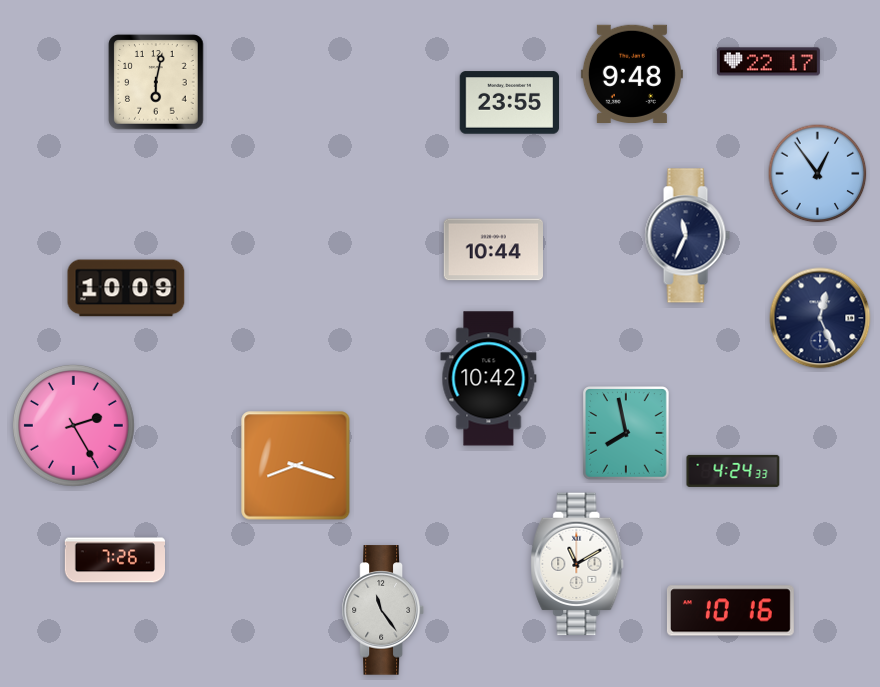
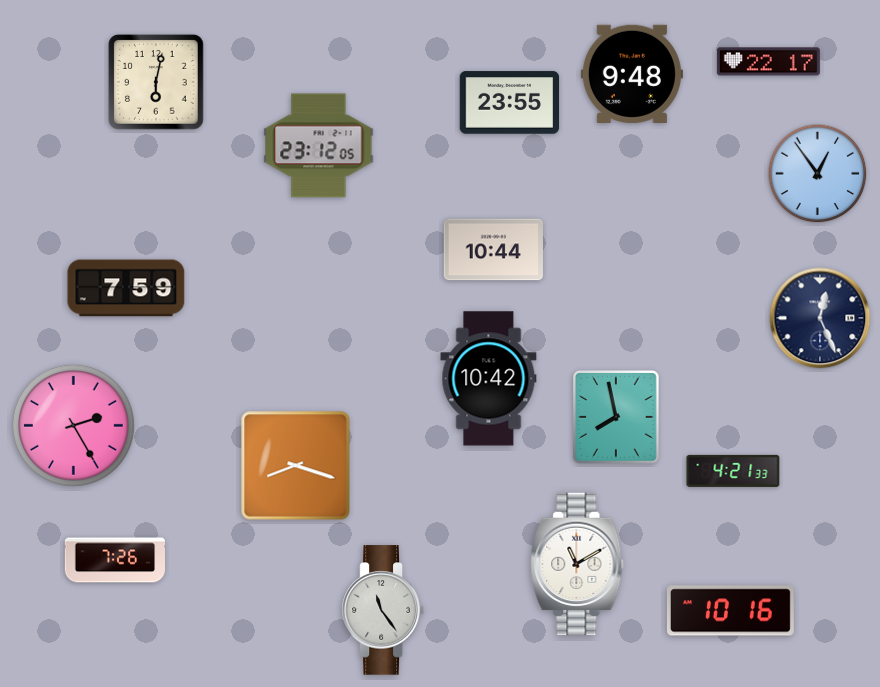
clock at (319, 146): none -> 23:12
clock at (687, 236): 11:34 -> none
clock at (126, 288): 10:09 -> 7:59
clock at (626, 433) position: (626, 433) -> (616, 417)
clock at (733, 471): 4:24 -> 4:21
